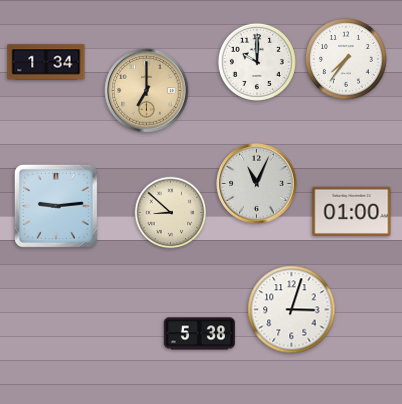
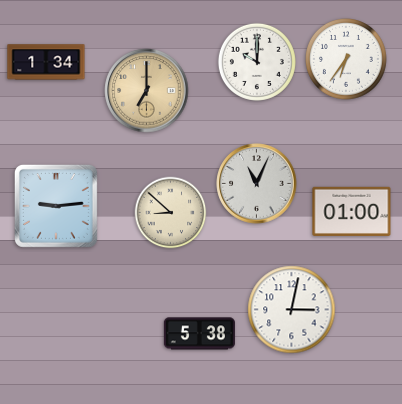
clock at (347, 60): 7:36 -> 6:36
clock at (292, 310): 3:03 -> 3:02
